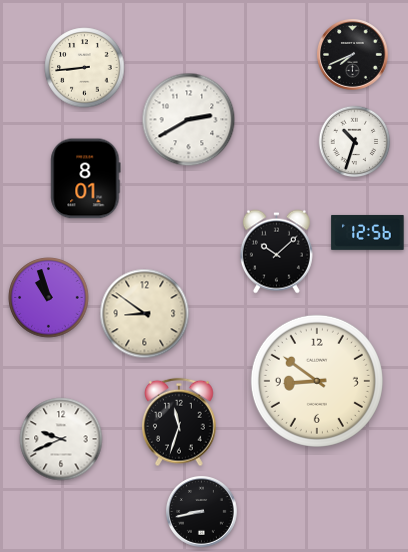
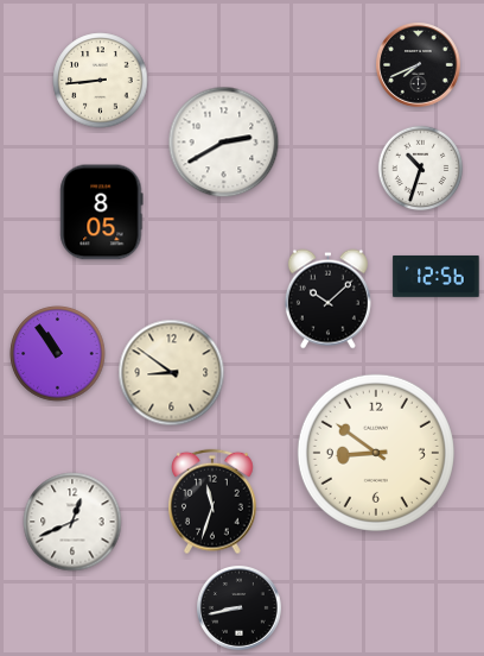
clock at (86, 179): 8:01 -> 8:05
clock at (49, 298): 10:57 -> 10:54
clock at (61, 439): 9:41 -> 12:41
